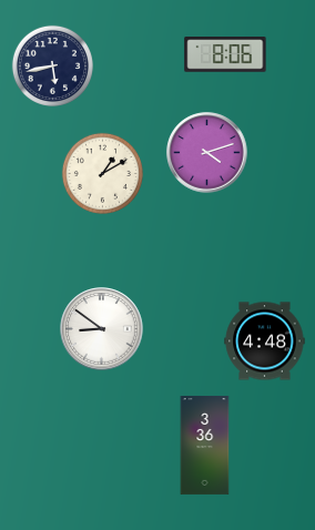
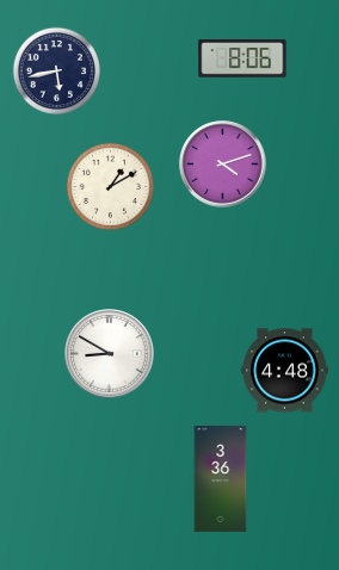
clock at (102, 329): 8:51 -> 8:50
clock at (265, 342) position: (265, 342) -> (285, 371)
